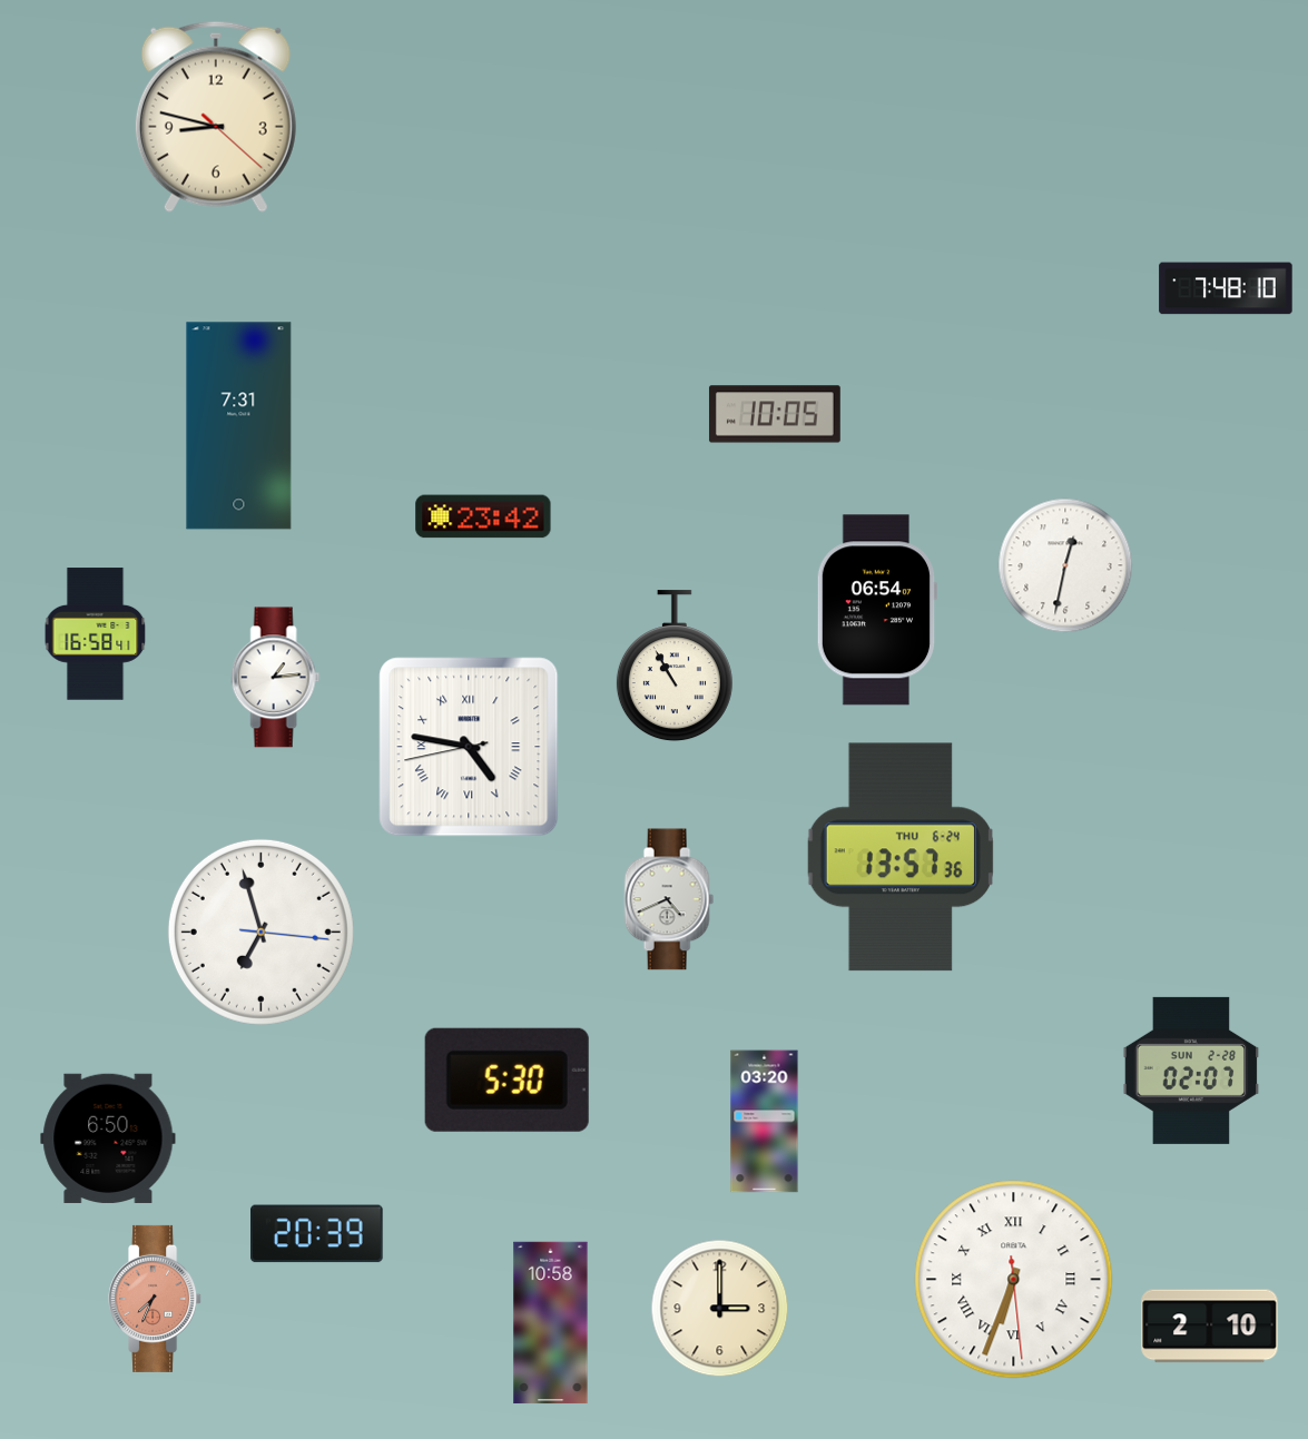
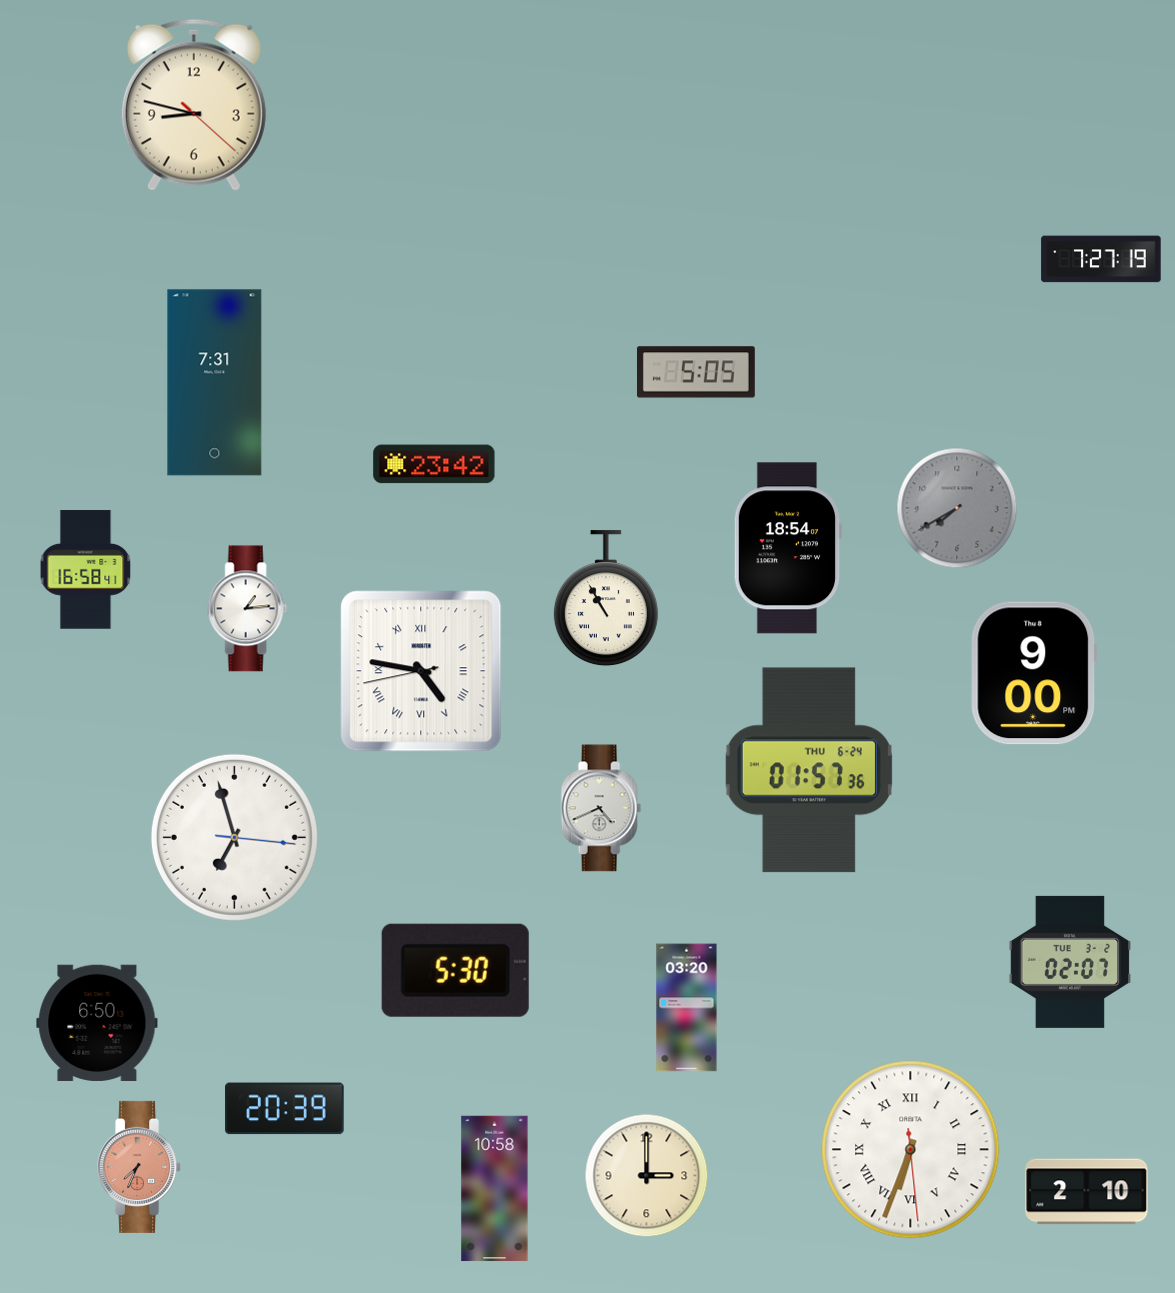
clock at (1226, 288): 7:48 -> 7:27
clock at (775, 414): 10:05 -> 5:05
clock at (1065, 565): 12:32 -> 7:40
clock at (1065, 565) dial: white -> grey
clock at (877, 610): 06:54 -> 18:54
clock at (1034, 673): none -> 9:00
clock at (901, 857): 13:57 -> 01:57
clock at (1191, 1071) date: SUN 2-28 -> TUE 3-2
